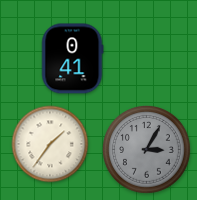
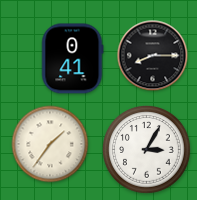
clock at (153, 56): none -> 8:15
clock at (147, 150) dial: grey -> white
